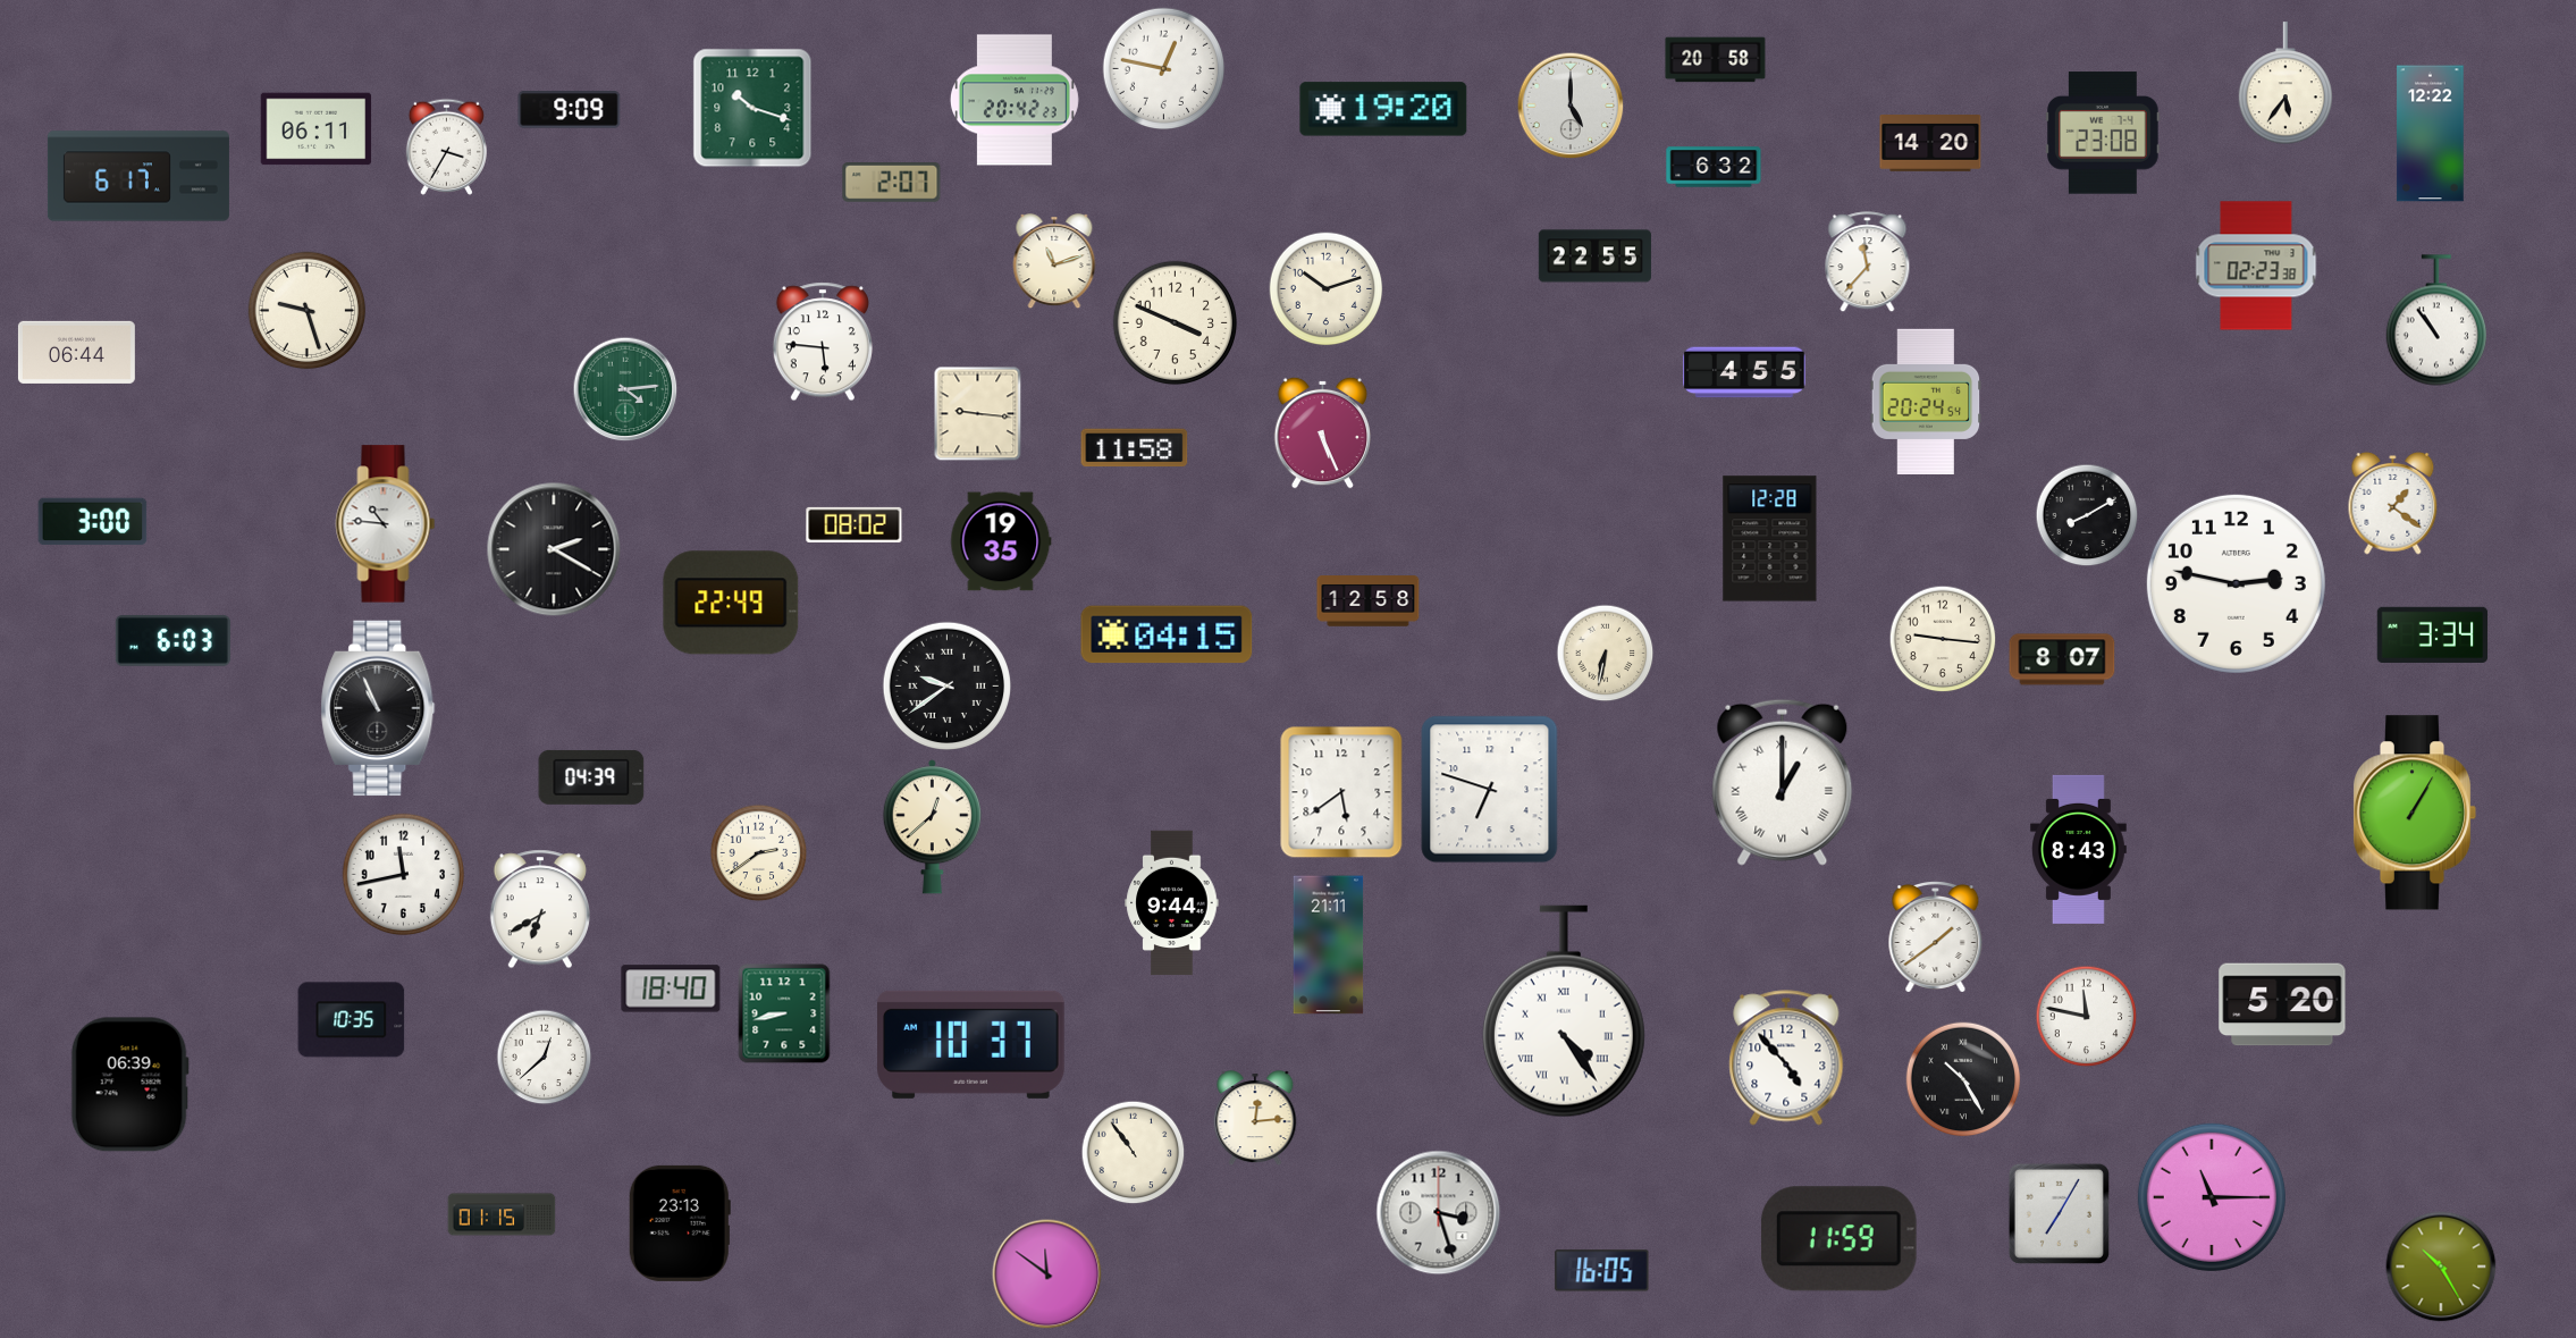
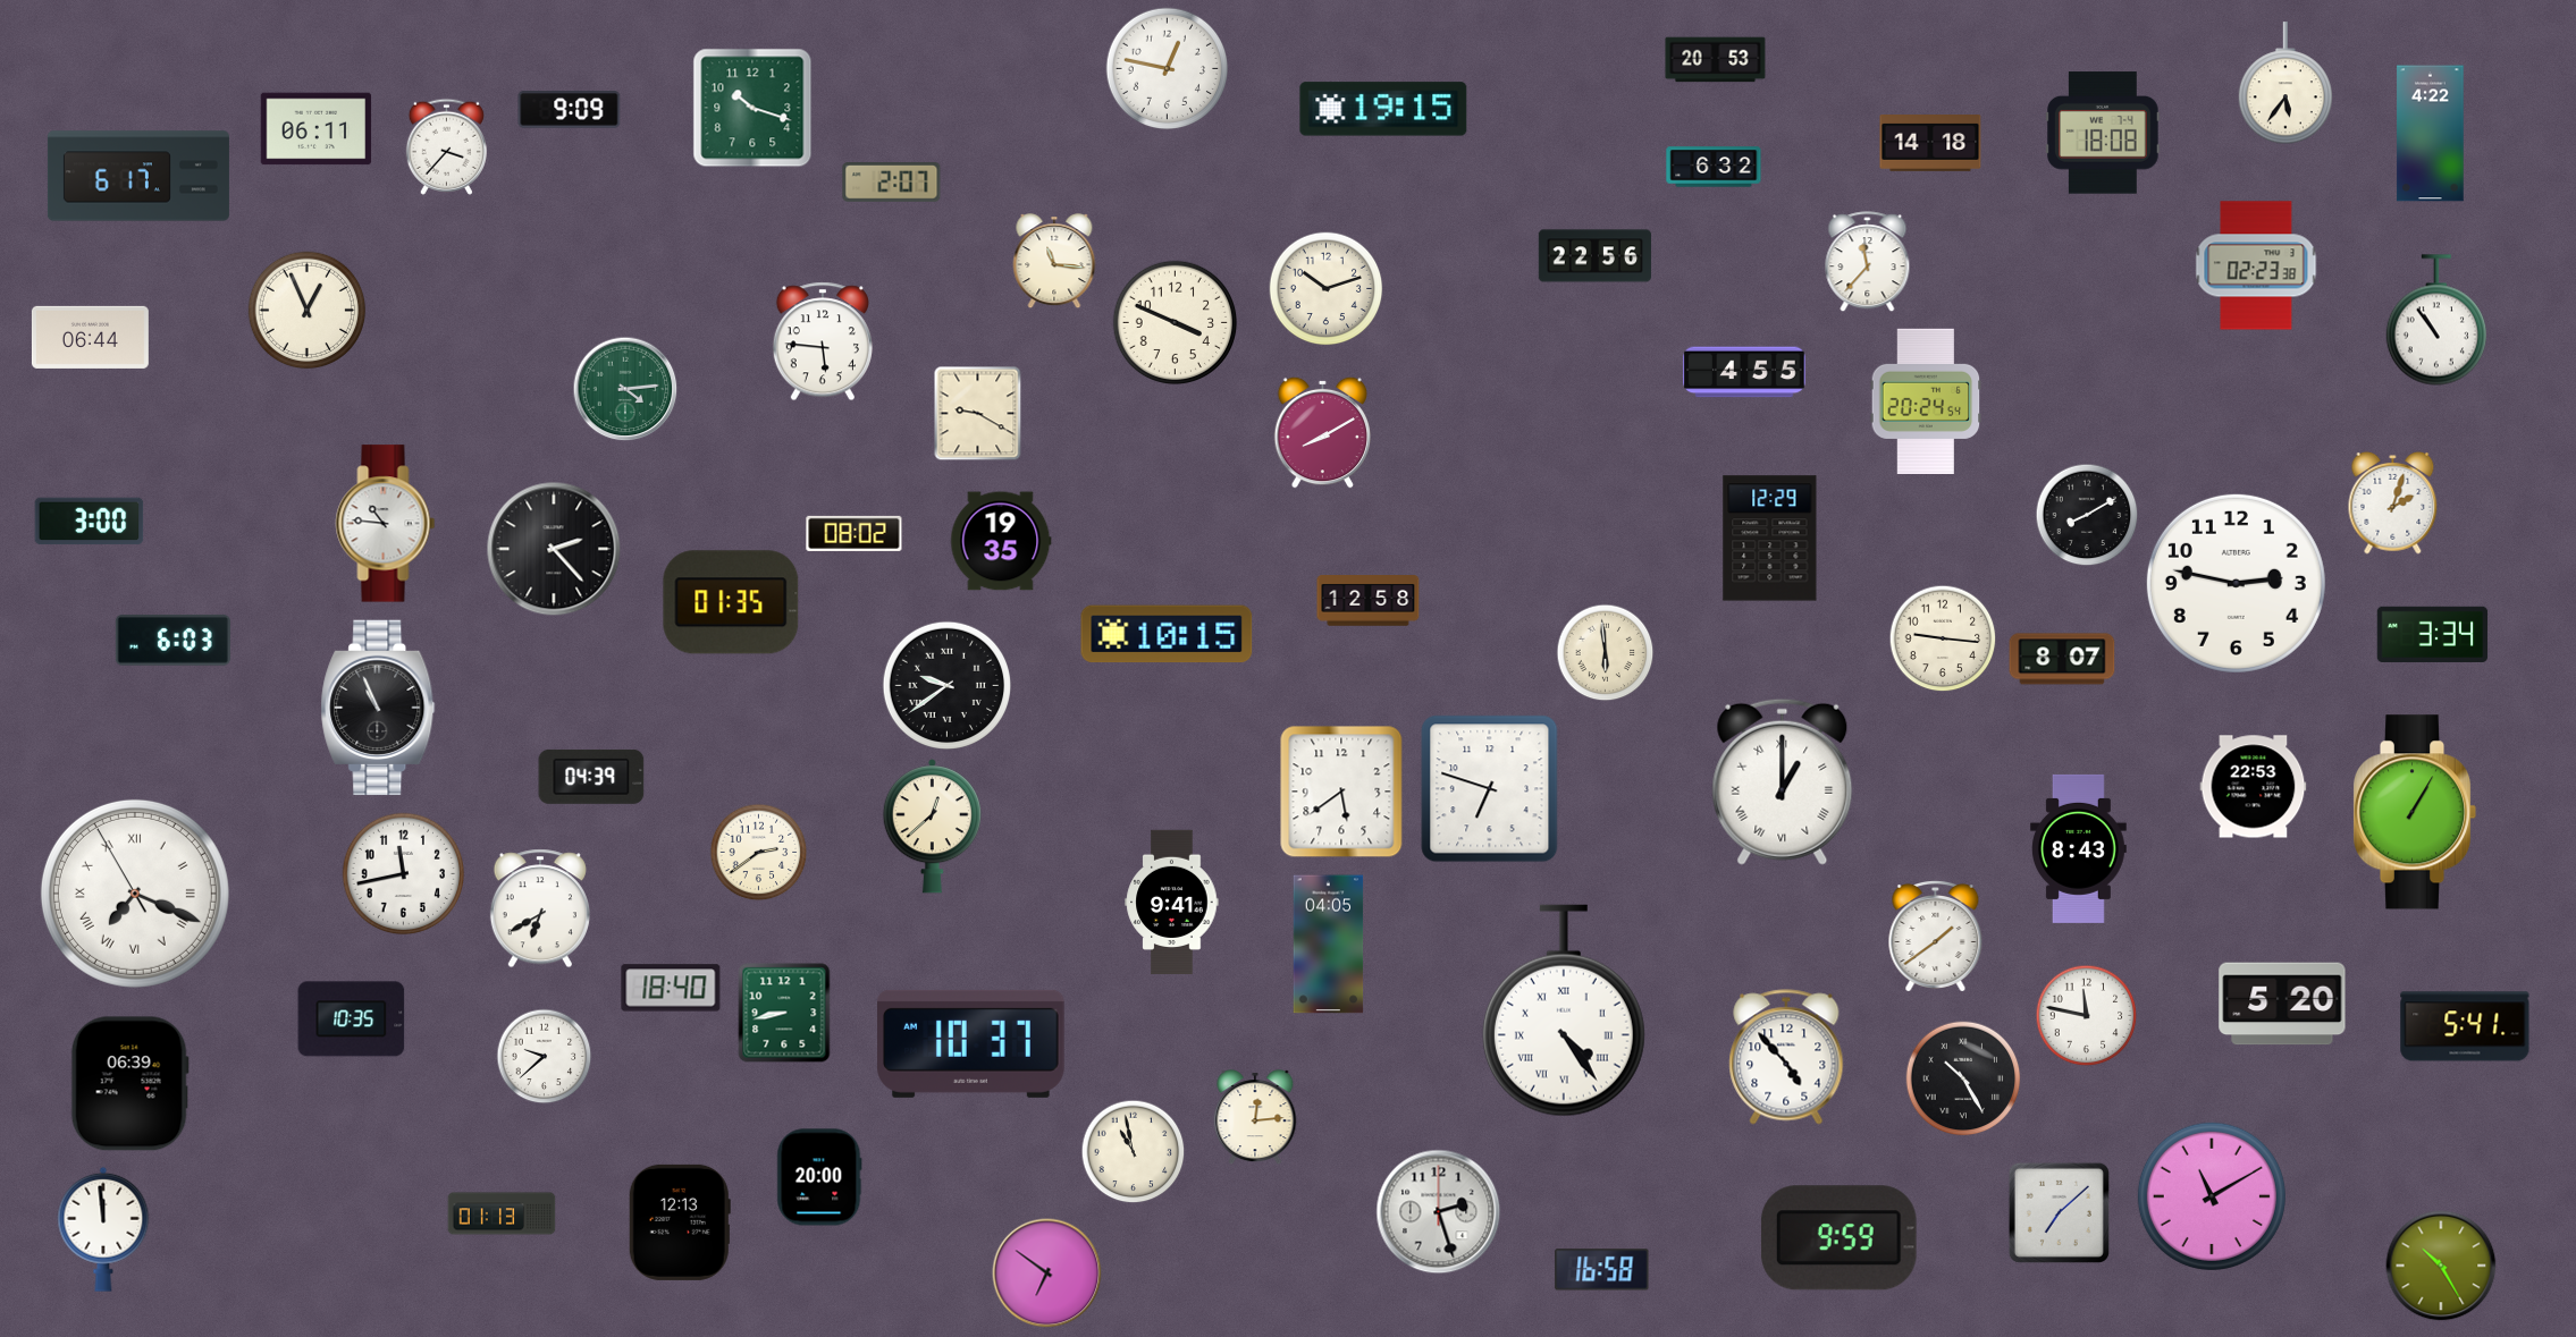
clock at (1716, 60): 20:58 -> 20:53
clock at (1164, 69) position: (1164, 69) -> (1168, 69)
clock at (1015, 100): 20:42 -> none
clock at (1571, 106): 5:00 -> none
clock at (1383, 109): 19:20 -> 19:15
clock at (2104, 133): 23:08 -> 18:08
clock at (2431, 134): 12:22 -> 4:22
clock at (1930, 144): 14:20 -> 14:18
clock at (446, 146): 3:35 -> 3:37
clock at (1594, 256): 22:55 -> 22:56
clock at (1054, 262): 11:12 -> 11:16
clock at (308, 311): 9:27 -> 12:56
clock at (76, 352) position: (76, 352) -> (90, 337)
clock at (978, 414): 9:16 -> 9:20
clock at (1323, 432): 5:26 -> 8:10
clock at (1135, 448): 11:58 -> none
clock at (2393, 503): 1:21 -> 2:03
clock at (93, 522) position: (93, 522) -> (90, 522)
clock at (855, 524) position: (855, 524) -> (855, 533)
clock at (1770, 539): 12:28 -> 12:29
clock at (554, 549): 2:20 -> 2:23
clock at (731, 603): 22:49 -> 01:35
clock at (1167, 634): 04:15 -> 10:15
clock at (1606, 654): 6:32 -> 5:59
clock at (2254, 787): none -> 22:53
clock at (135, 894): none -> 7:18
clock at (1172, 903): 9:44 -> 9:41
clock at (1329, 945): 21:11 -> 04:05
clock at (2465, 1026): none -> 5:41
clock at (545, 1058): 12:38 -> 9:38
clock at (1134, 1153): 10:54 -> 10:58
clock at (819, 1177): none -> 20:00
clock at (2212, 1197): 11:15 -> 11:10
clock at (1439, 1213): 3:27 -> 2:27
clock at (2059, 1213): 7:05 -> 7:08
clock at (502, 1214): 01:15 -> 01:13
clock at (680, 1223): 23:13 -> 12:13
clock at (103, 1229): none -> 11:59
clock at (1838, 1239): 11:59 -> 9:59
clock at (1602, 1271): 16:05 -> 16:58
clock at (1047, 1274): 11:51 -> 6:51
